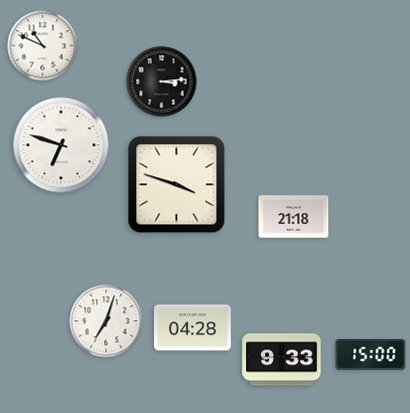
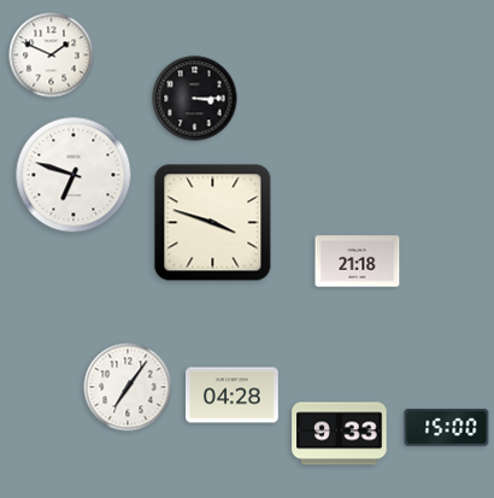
clock at (43, 46): 10:49 -> 1:49
clock at (162, 82): 3:14 -> 3:15
clock at (294, 217) position: (294, 217) -> (358, 262)
clock at (106, 321): 7:03 -> 7:06
